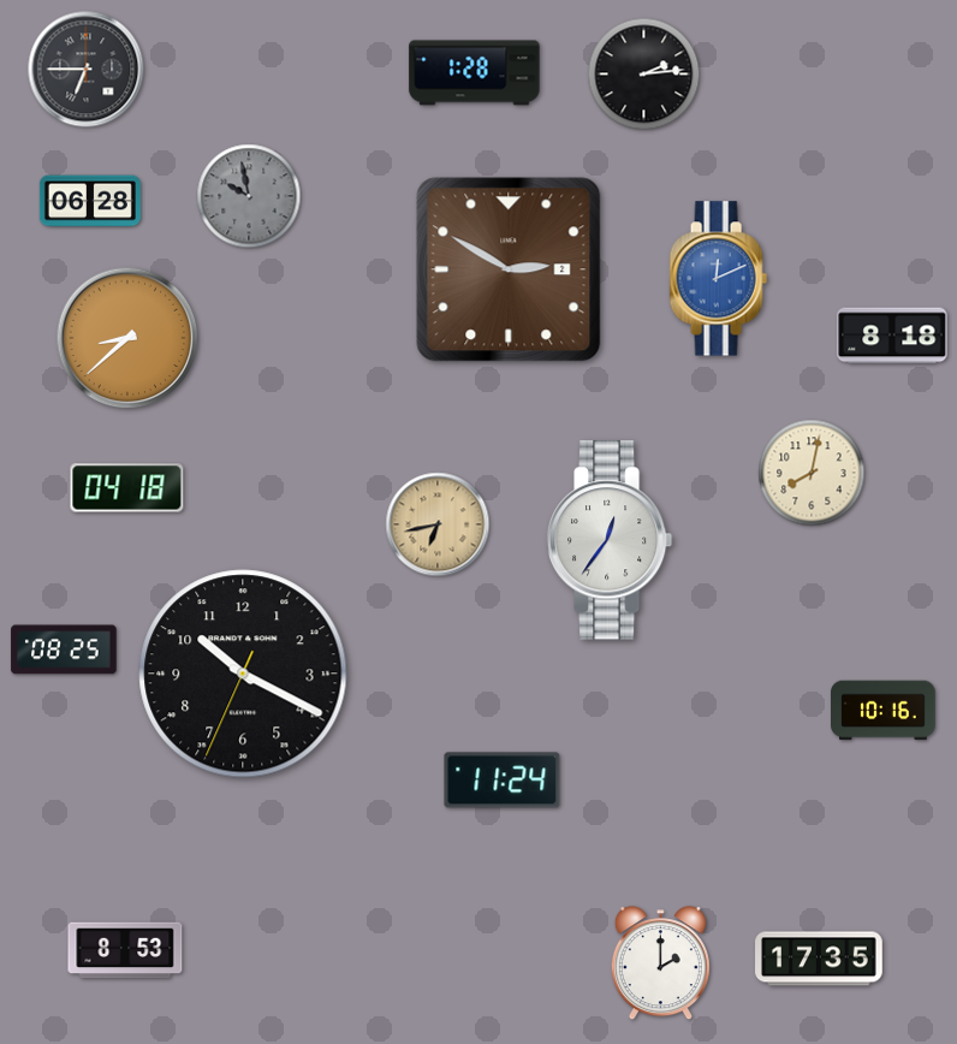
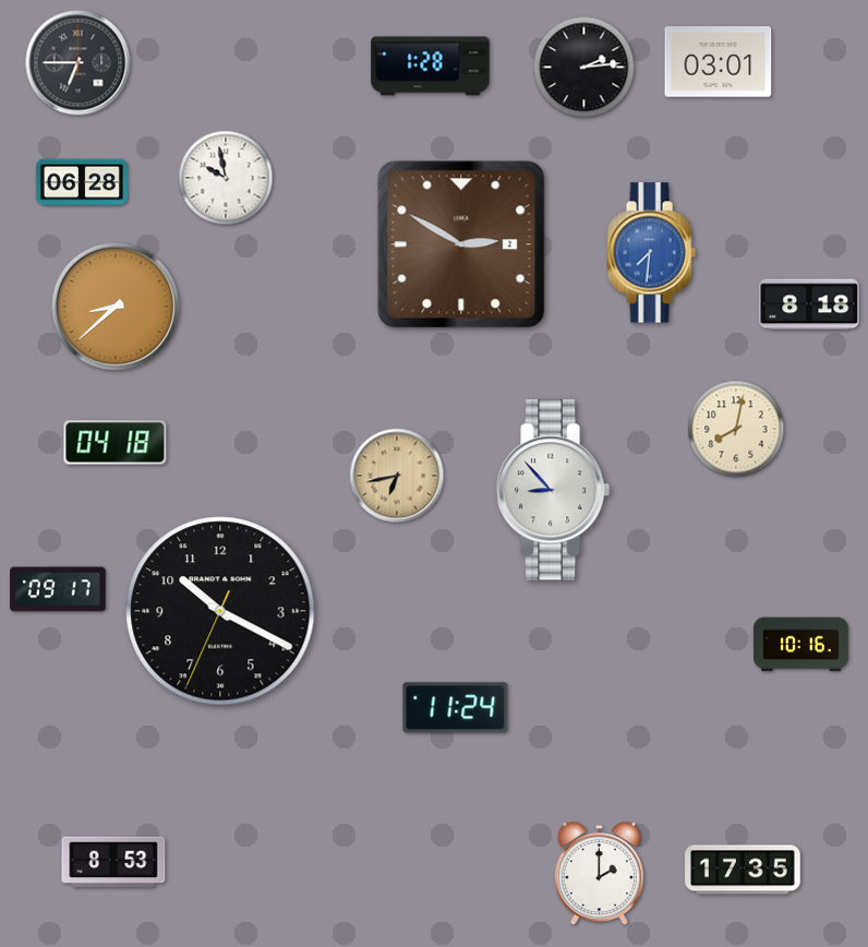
clock at (719, 62): none -> 03:01
clock at (249, 196) dial: grey -> white
clock at (718, 279): 12:11 -> 7:31
clock at (610, 540): 12:36 -> 8:53
clock at (64, 649): 08:25 -> 09:17
